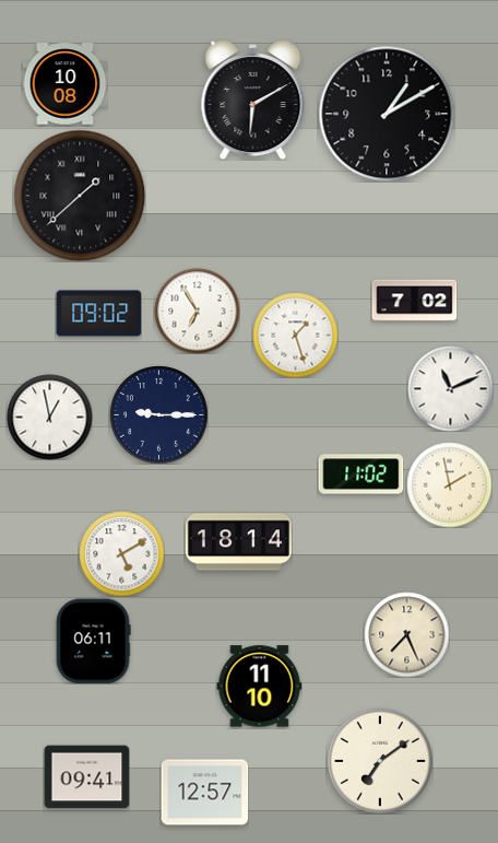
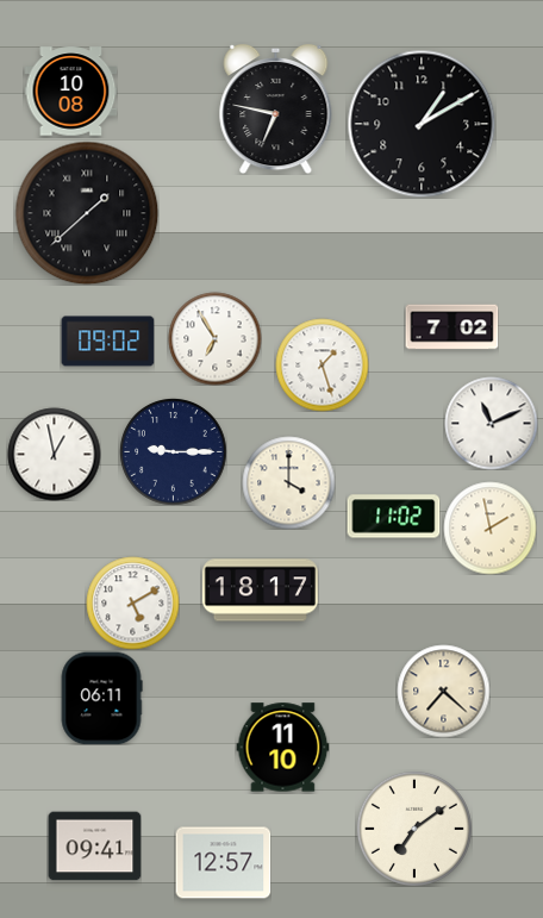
clock at (253, 99): 6:10 -> 6:47
clock at (288, 482): none -> 4:00
clock at (238, 542): 18:14 -> 18:17
clock at (406, 634): 7:26 -> 7:22
